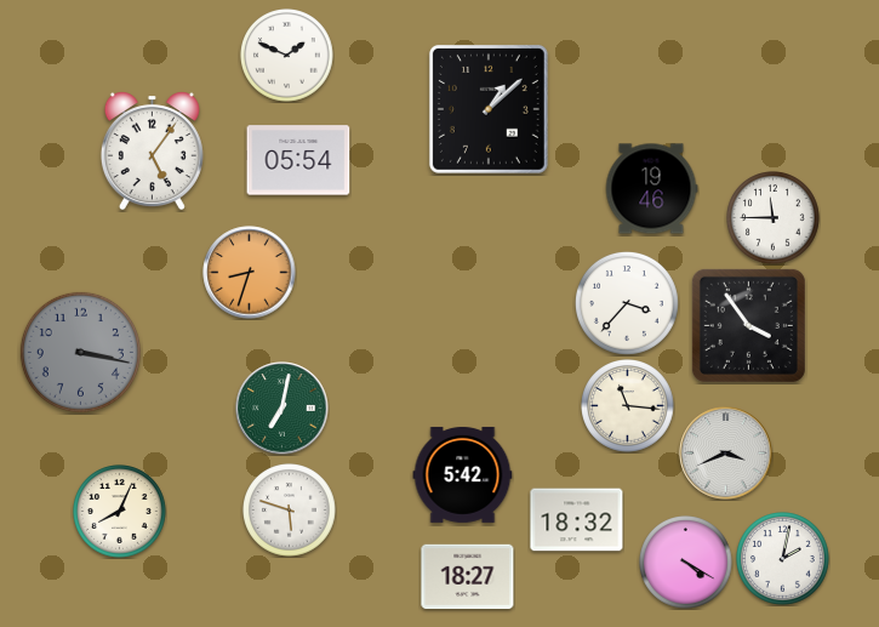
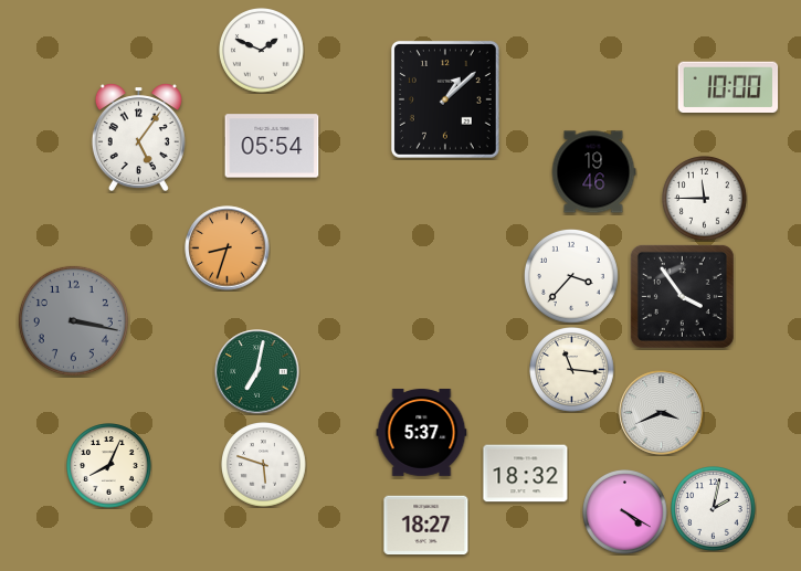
clock at (728, 86): none -> 10:00
clock at (463, 474): 5:42 -> 5:37
